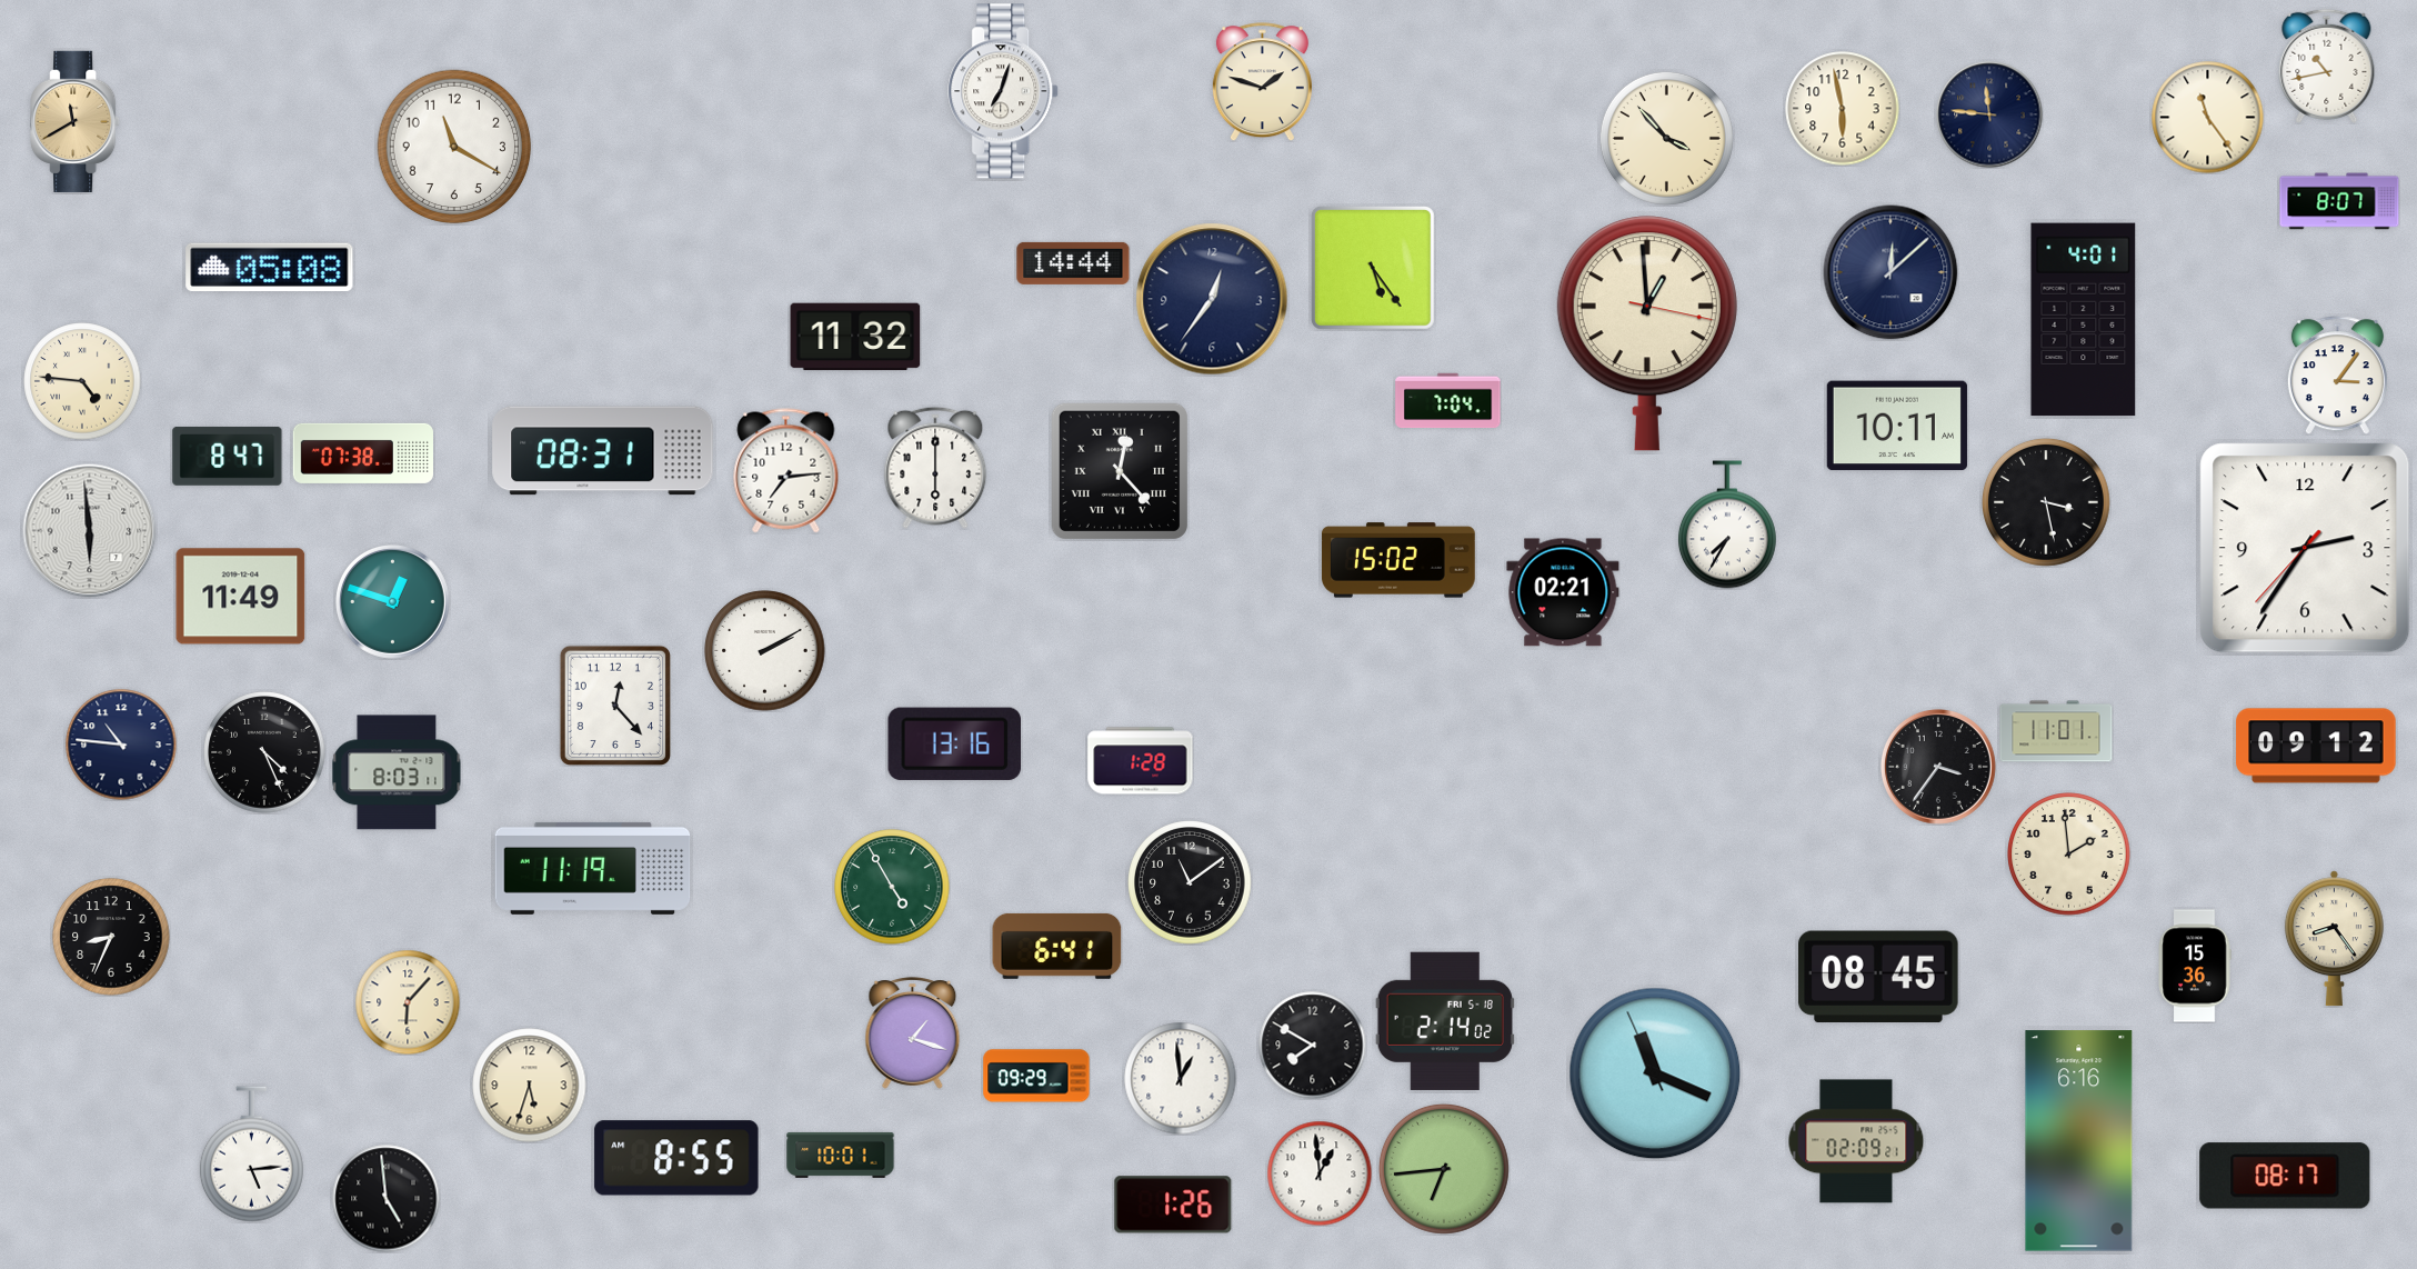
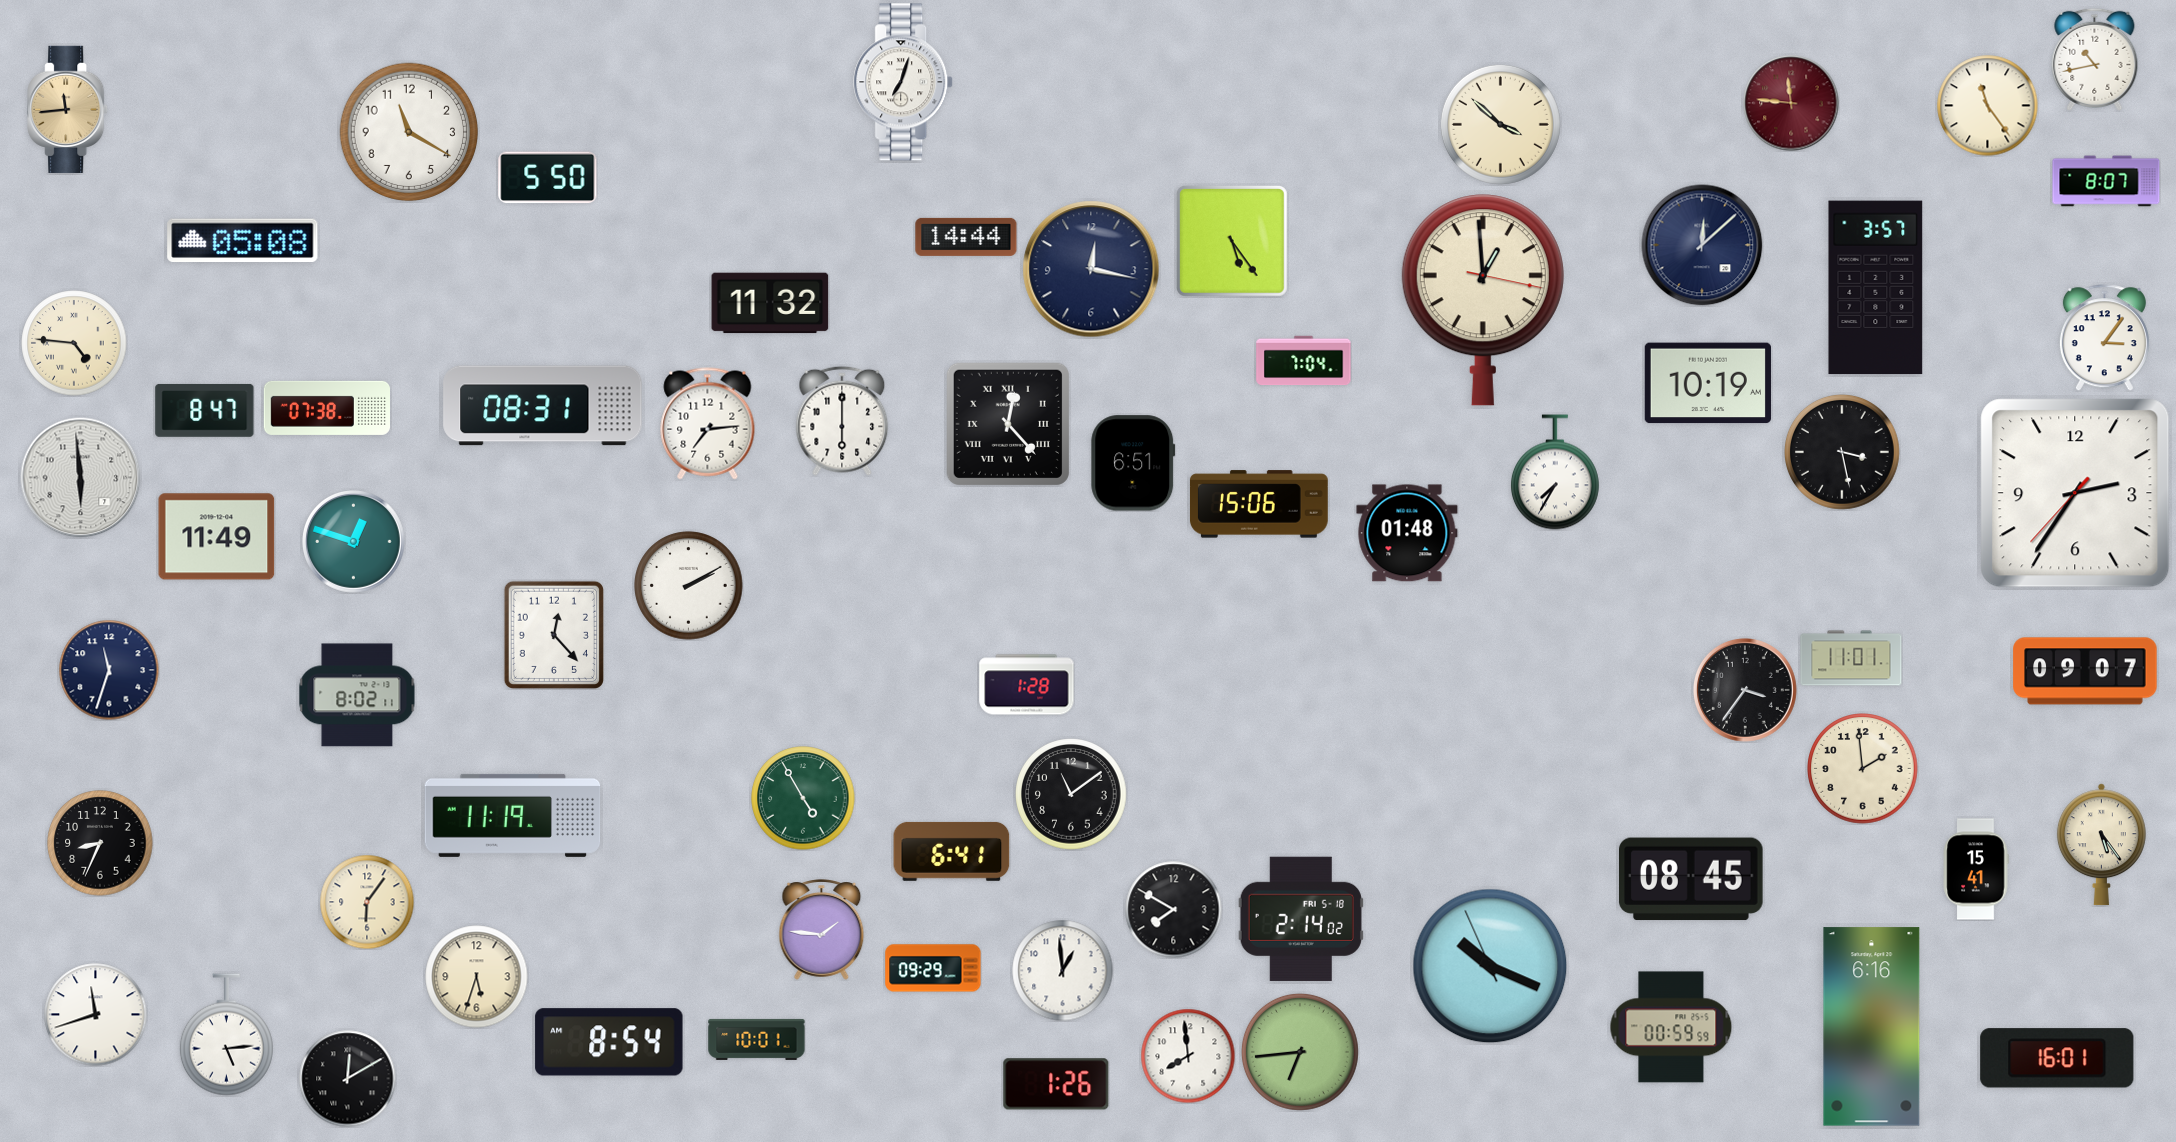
clock at (1262, 82): 1:48 -> none
clock at (1843, 109): 5:58 -> none
clock at (1989, 114) dial: navy -> burgundy
clock at (76, 121): 11:40 -> 11:44
clock at (1666, 138): 3:53 -> 3:52
clock at (548, 178): none -> 5:50
clock at (1373, 268) position: (1373, 268) -> (1232, 241)
clock at (1212, 299): 12:36 -> 12:17
clock at (2084, 320): 4:01 -> 3:57
clock at (1897, 426): 10:11 -> 10:19
clock at (1133, 463): none -> 6:51
clock at (1398, 560): 15:02 -> 15:06
clock at (1563, 592): 02:21 -> 01:48
clock at (954, 743): 13:16 -> none
clock at (121, 745): 10:46 -> 11:33
clock at (2316, 746): 09:12 -> 09:07
clock at (264, 752): 4:26 -> none
clock at (397, 772): 8:03 -> 8:02
clock at (593, 868) position: (593, 868) -> (513, 815)
clock at (2334, 939): 8:24 -> 5:24
clock at (2195, 966): 15:36 -> 15:41
clock at (408, 1002): 6:07 -> 6:06
clock at (913, 1033): 1:18 -> 1:46
clock at (1312, 1045) position: (1312, 1045) -> (1173, 909)
clock at (1655, 1073): 11:18 -> 10:18
clock at (96, 1015): none -> 11:42
clock at (1856, 1141): 02:09 -> 00:59
clock at (251, 1155) position: (251, 1155) -> (226, 1035)
clock at (676, 1158): 8:55 -> 8:54
clock at (1320, 1173): 12:59 -> 7:59
clock at (2285, 1176): 08:17 -> 16:01
clock at (385, 1198): 4:59 -> 12:10
